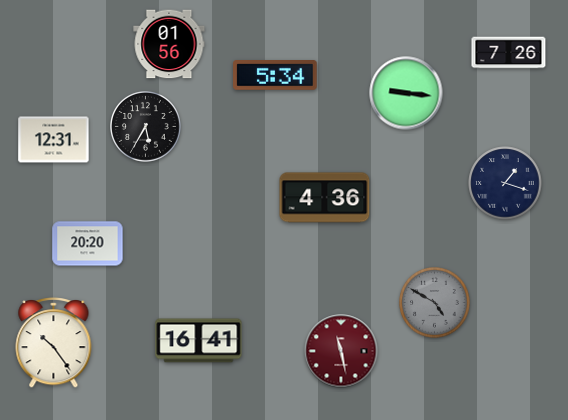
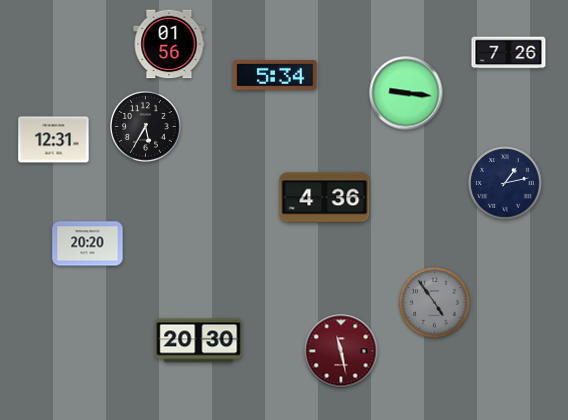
clock at (505, 183): 1:18 -> 1:13
clock at (435, 303): 4:50 -> 4:54
clock at (199, 341): 16:41 -> 20:30
clock at (54, 343): 10:24 -> none
